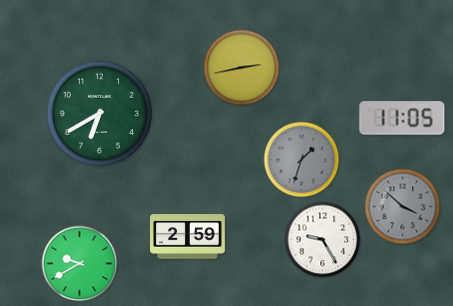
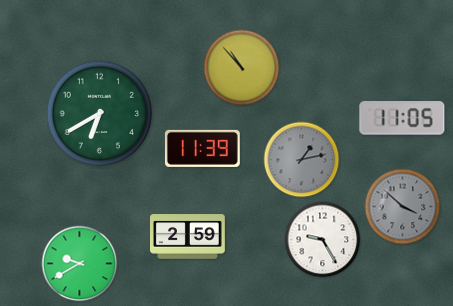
clock at (242, 68): 2:43 -> 10:53
clock at (202, 148): none -> 11:39
clock at (302, 160): 1:33 -> 1:13
